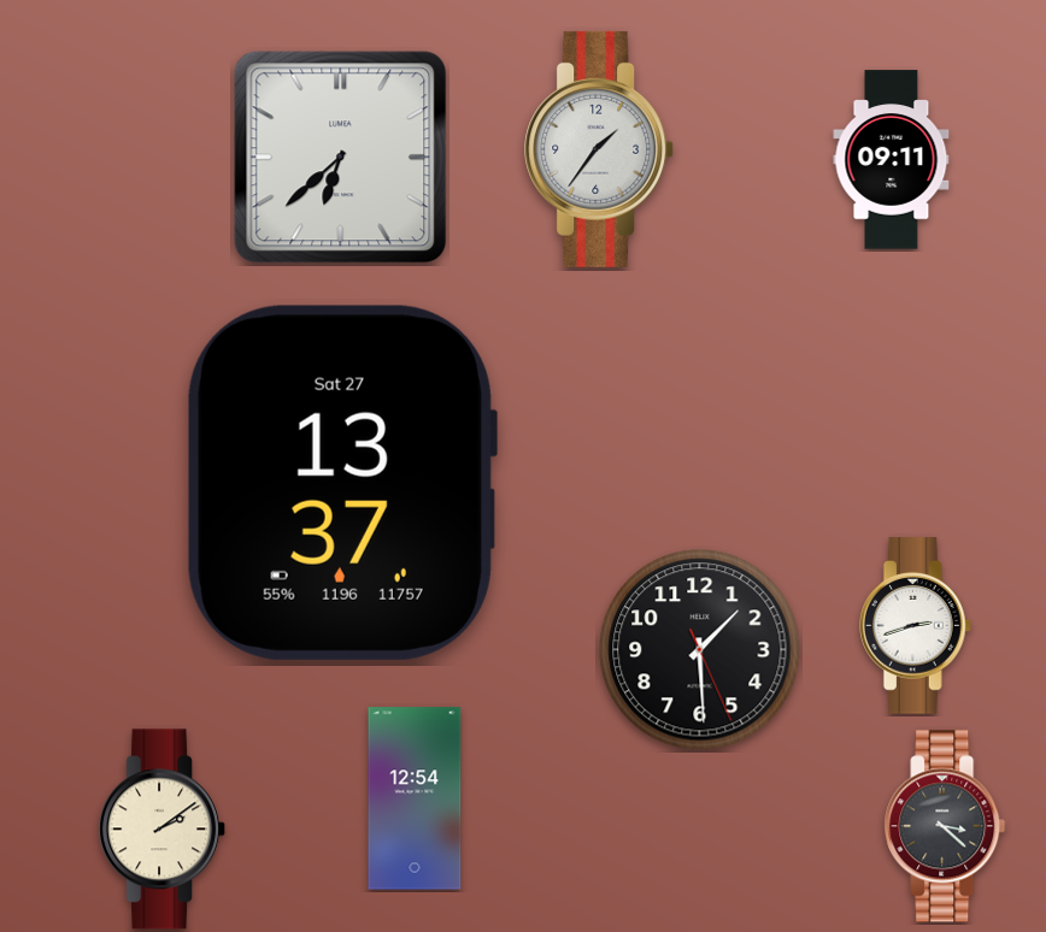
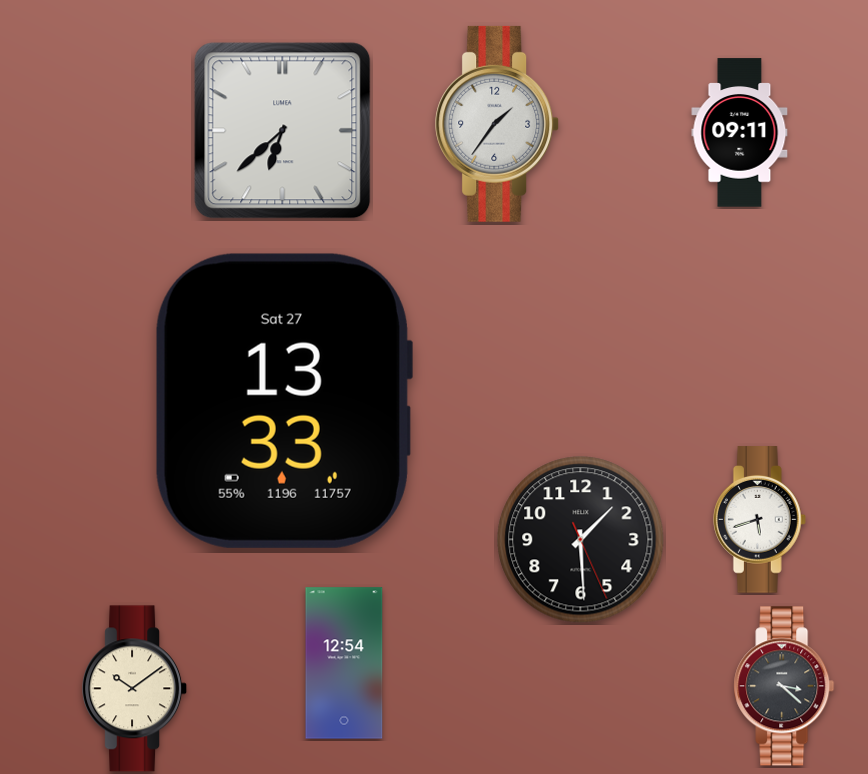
clock at (341, 483): 13:37 -> 13:33
clock at (915, 626): 2:42 -> 5:42
clock at (163, 830): 2:09 -> 10:09
